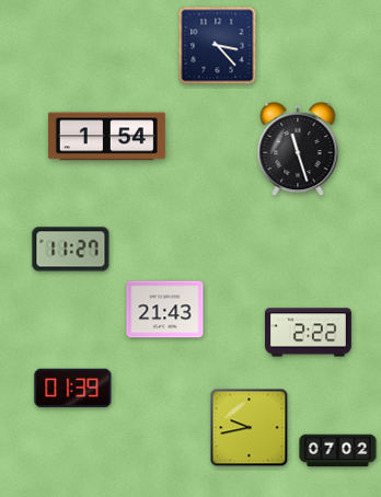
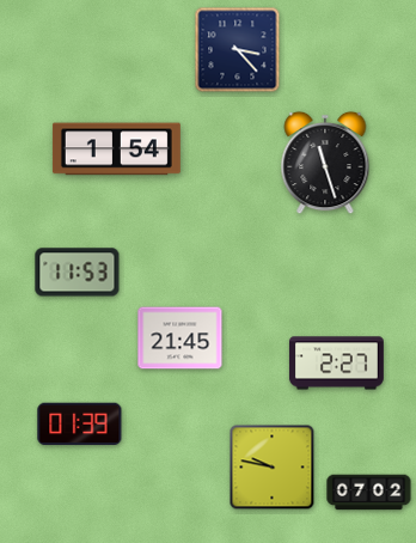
clock at (71, 250): 11:27 -> 11:53
clock at (165, 310): 21:43 -> 21:45
clock at (308, 333): 2:22 -> 2:27
clock at (250, 428): 9:43 -> 9:47
